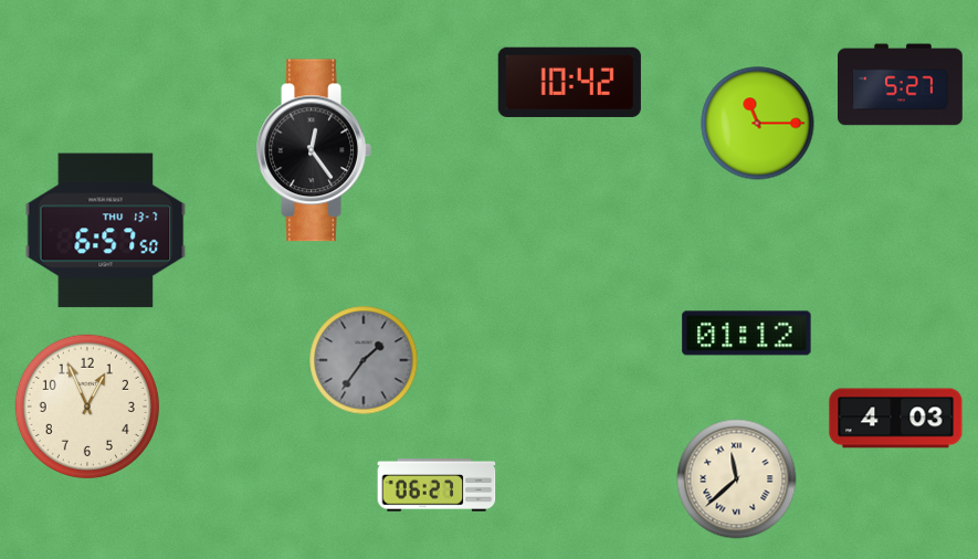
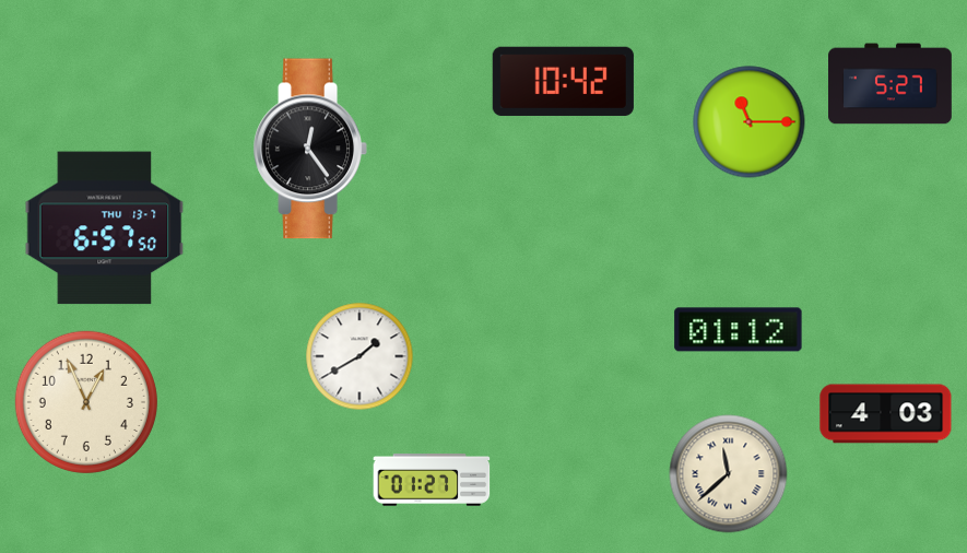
clock at (364, 360): 1:36 -> 1:40
clock at (364, 360) dial: grey -> white
clock at (437, 485): 06:27 -> 01:27
